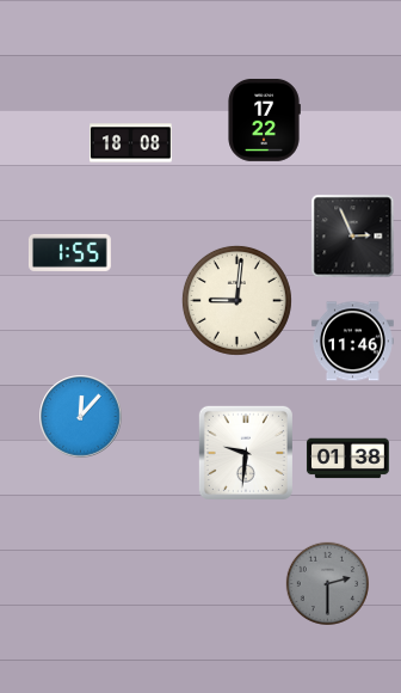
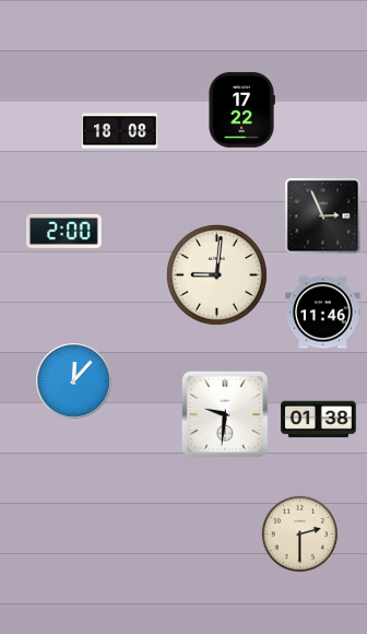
clock at (69, 252): 1:55 -> 2:00
clock at (327, 583) dial: grey -> cream
